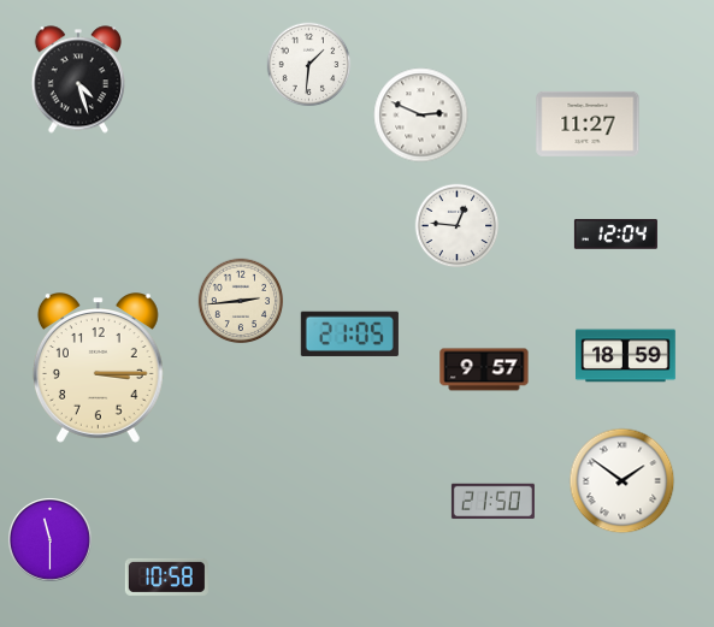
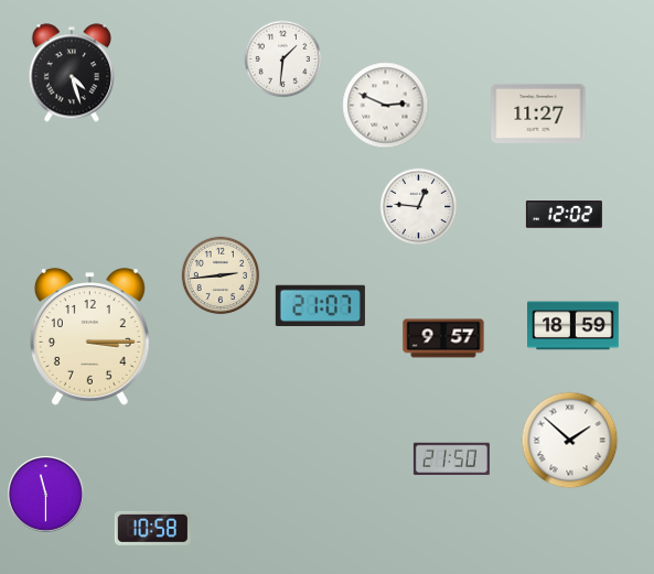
clock at (615, 235): 12:04 -> 12:02
clock at (349, 333): 21:05 -> 21:07
clock at (622, 481): 1:51 -> 1:52
